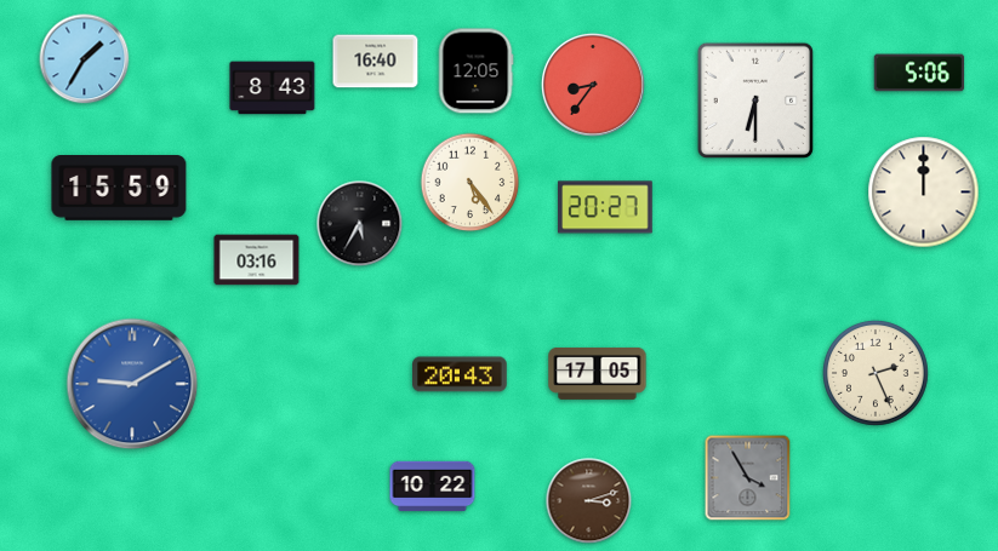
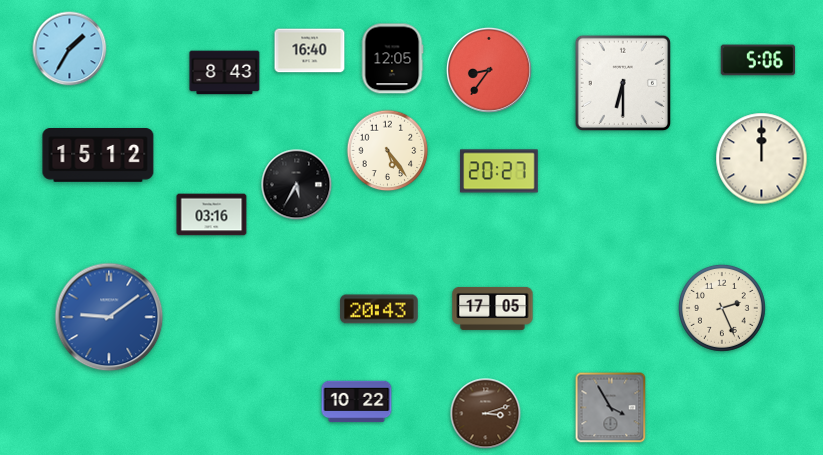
clock at (119, 189): 15:59 -> 15:12
clock at (132, 384): 9:10 -> 9:09
clock at (748, 478) position: (748, 478) -> (611, 408)
